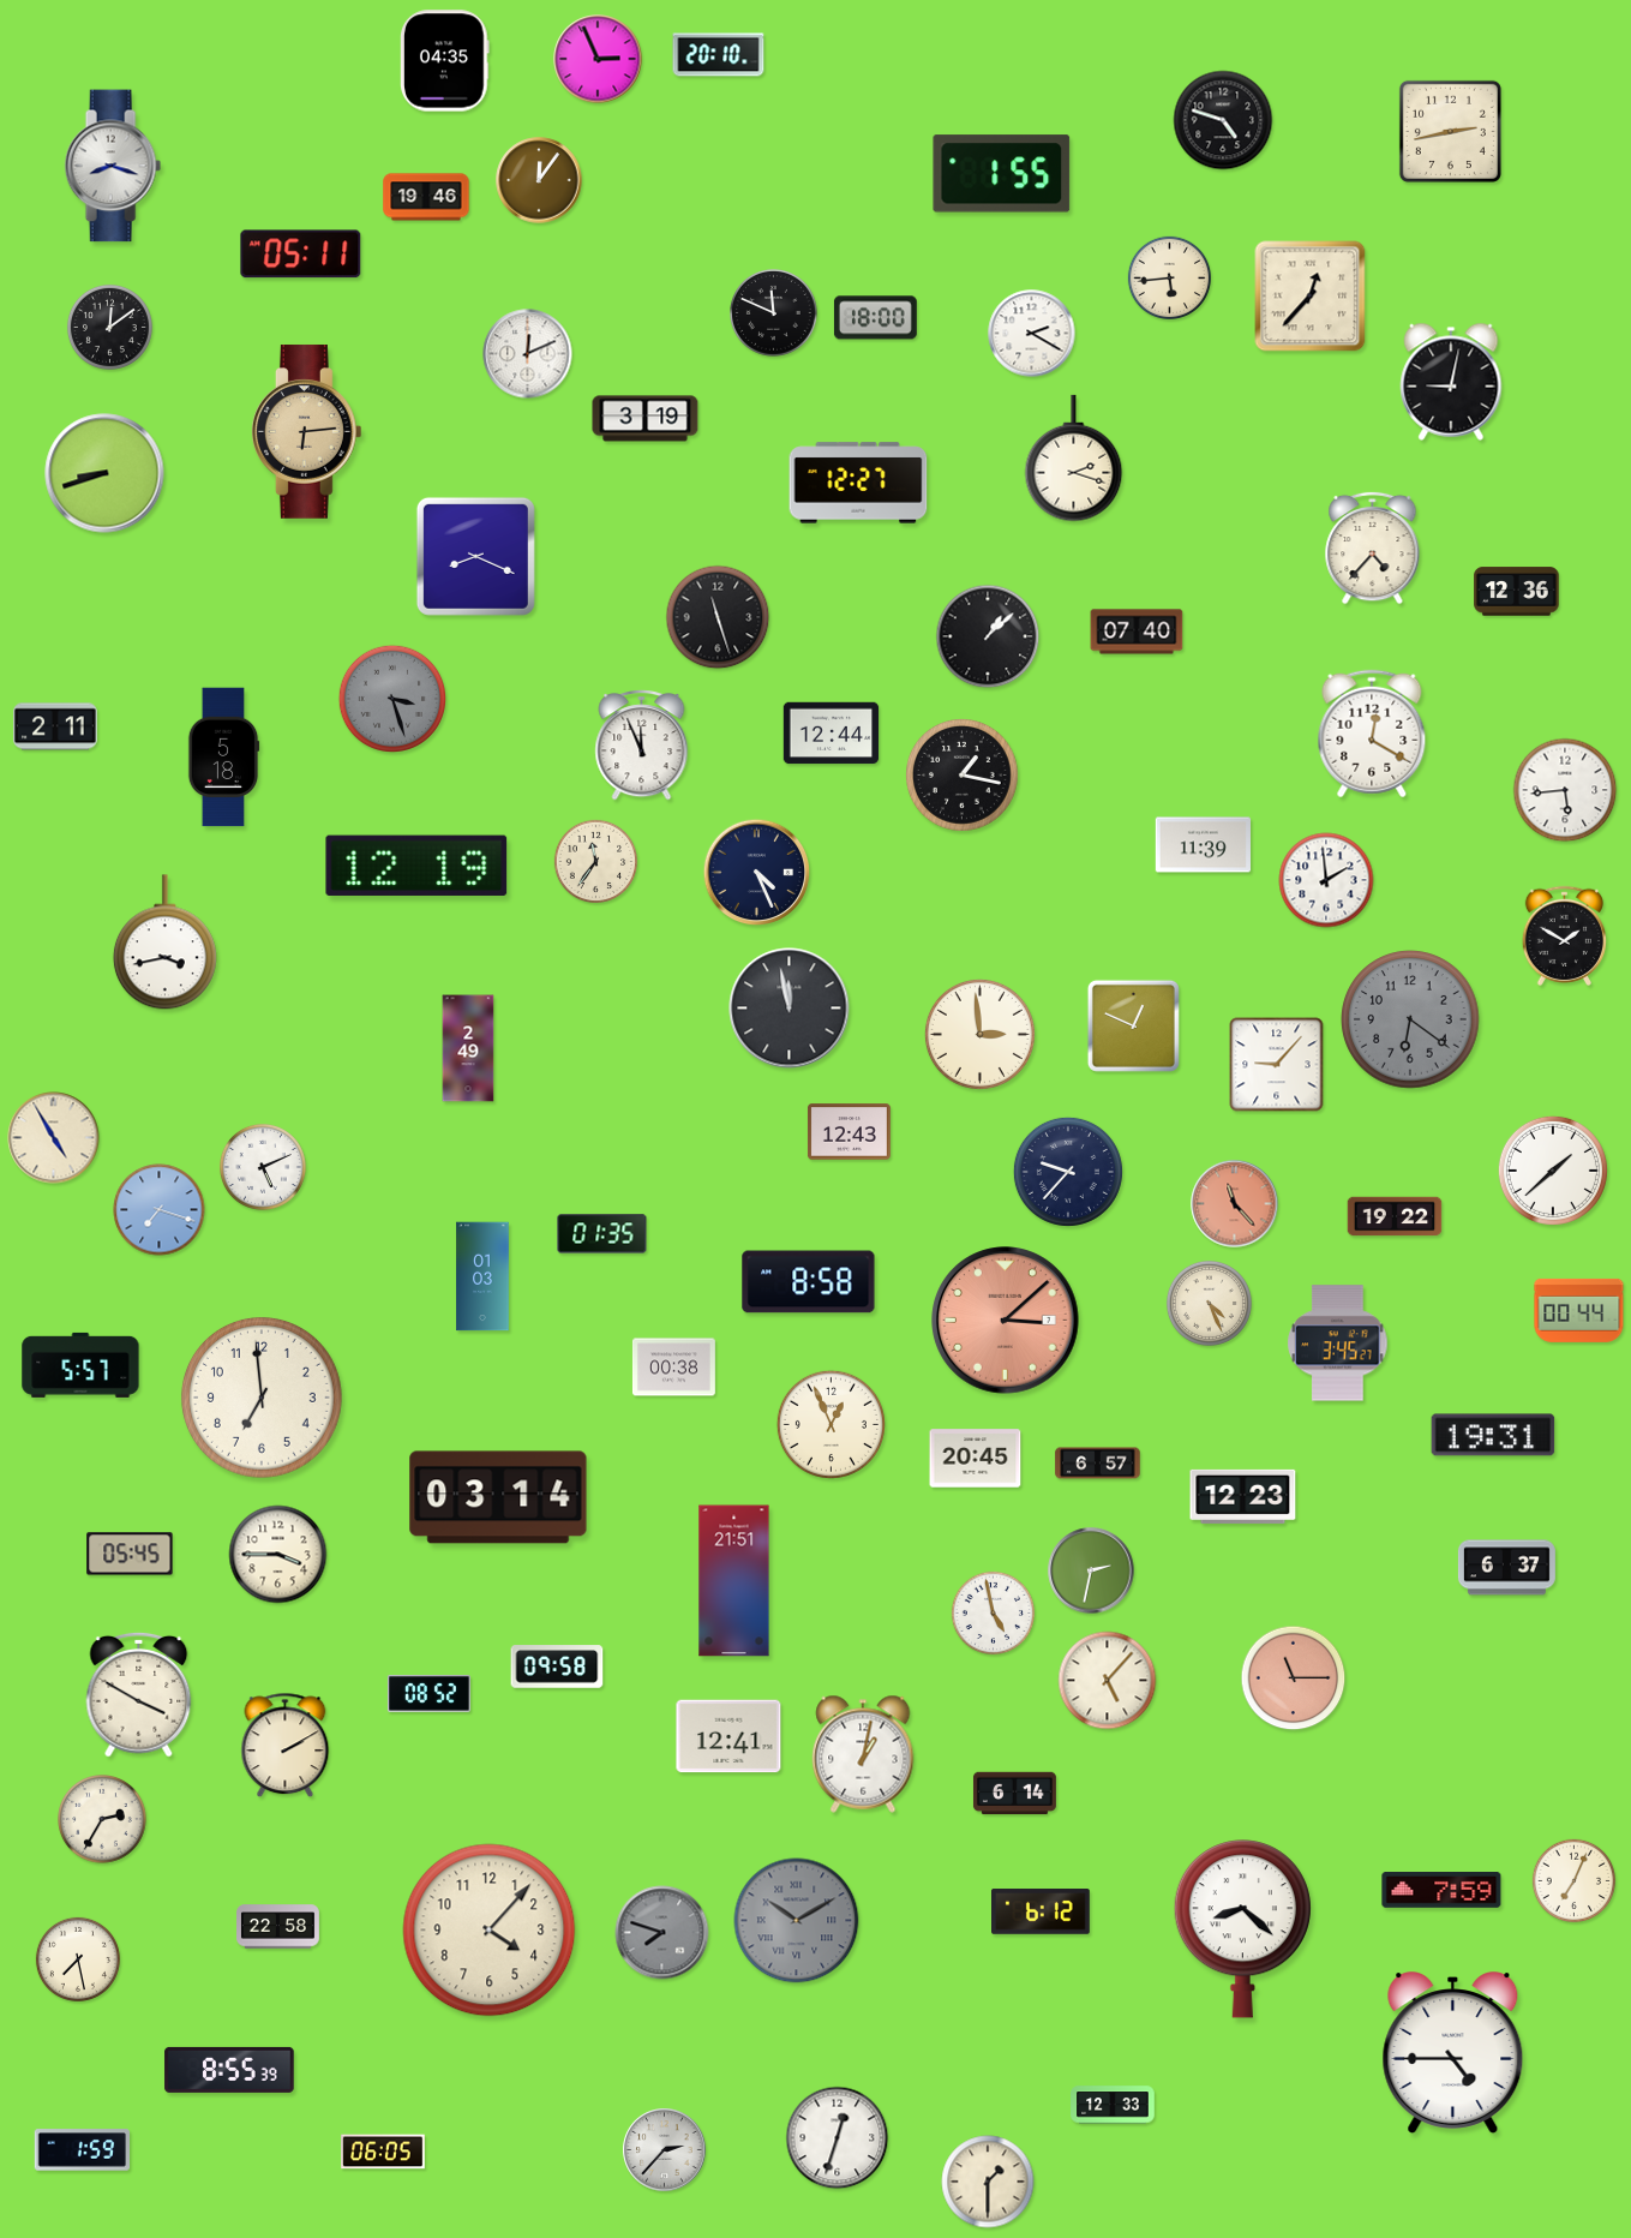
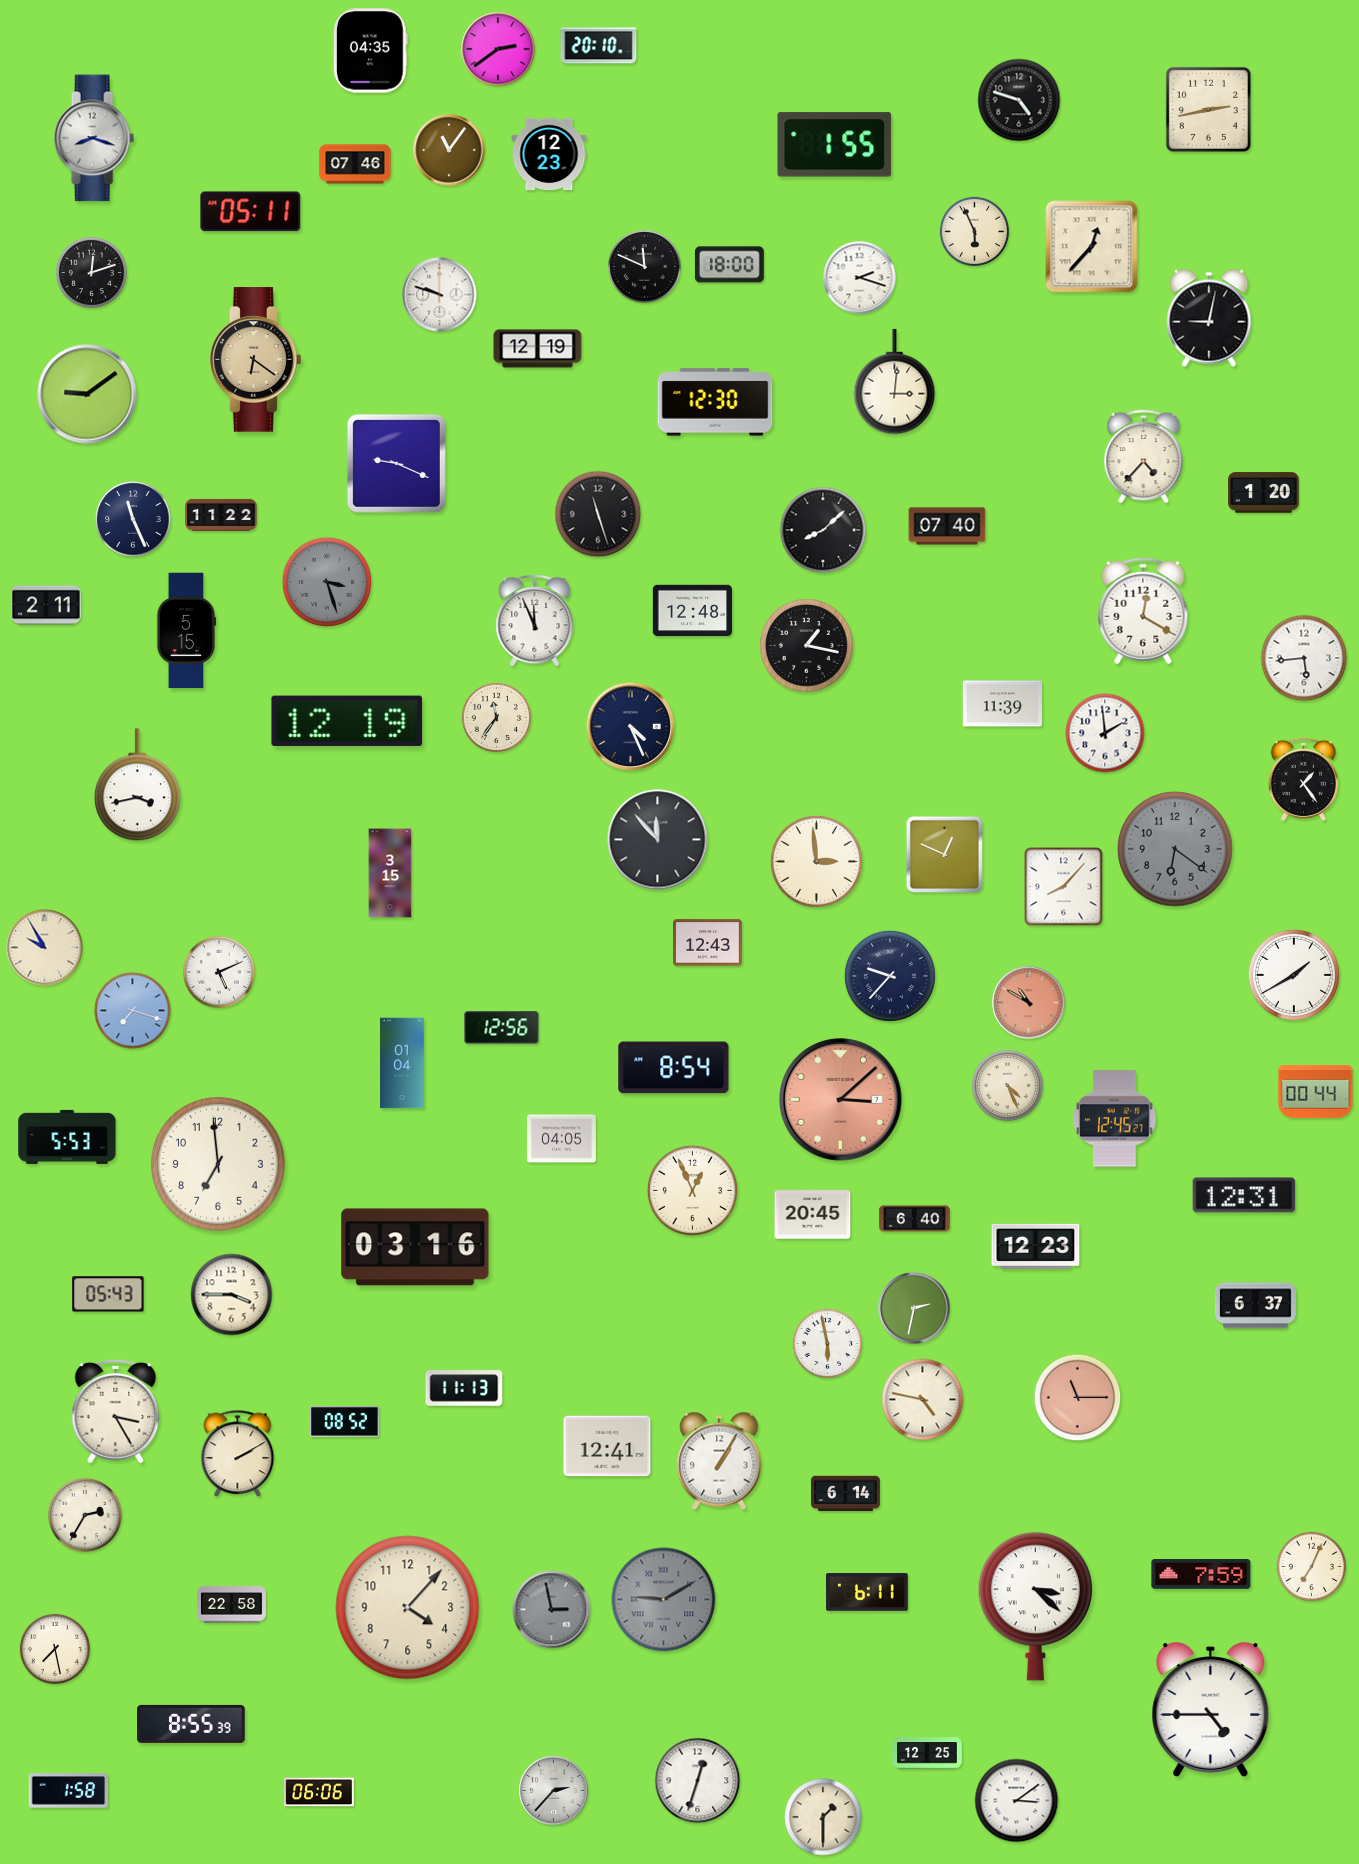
clock at (598, 59): 2:56 -> 2:39
clock at (539, 180): 12:06 -> 11:06
clock at (549, 154): none -> 12:23
clock at (426, 197): 19:46 -> 07:46
clock at (1169, 277): 5:44 -> 5:56
clock at (774, 313) position: (774, 313) -> (645, 267)
clock at (109, 327): 12:09 -> 12:12
clock at (1032, 334): 2:20 -> 2:18
clock at (528, 354): 12:11 -> 9:48
clock at (646, 419): 3:19 -> 12:19
clock at (307, 432): 6:14 -> 6:21
clock at (1074, 459): 2:18 -> 3:01
clock at (104, 473): 8:42 -> 9:09
clock at (858, 483): 12:27 -> 12:30
clock at (475, 556): 8:19 -> 9:19
clock at (1517, 592): 12:36 -> 1:20
clock at (221, 515): none -> 11:22
clock at (133, 519): none -> 11:26
clock at (988, 636): 1:08 -> 8:08
clock at (832, 734): 12:44 -> 12:48
clock at (223, 758): 5:18 -> 5:15
clock at (963, 776) position: (963, 776) -> (807, 646)
clock at (1564, 935): 1:50 -> 1:24
clock at (790, 1009): 11:58 -> 11:53
clock at (468, 1048): 2:49 -> 3:15
clock at (1277, 1065): 9:07 -> 8:07
clock at (54, 1138): 4:55 -> 9:55
clock at (1553, 1171): 1:38 -> 1:40
clock at (1235, 1204): 11:23 -> 10:50
clock at (160, 1210) position: (160, 1210) -> (133, 1011)
clock at (1395, 1216): 19:22 -> none
clock at (602, 1234): 01:35 -> 12:56
clock at (482, 1276): 01:03 -> 01:04
clock at (809, 1282): 8:58 -> 8:54
clock at (1006, 1321) position: (1006, 1321) -> (841, 1100)
clock at (1338, 1344): 3:45 -> 12:45
clock at (80, 1365): 5:57 -> 5:53
clock at (673, 1368): 00:38 -> 04:05
clock at (831, 1424) position: (831, 1424) -> (692, 1190)
clock at (1493, 1435): 19:31 -> 12:31
clock at (1098, 1464): 6:57 -> 6:40
clock at (498, 1497): 03:14 -> 03:16
clock at (130, 1554): 05:45 -> 05:43
clock at (1091, 1570) position: (1091, 1570) -> (914, 1308)
clock at (734, 1581): 21:51 -> none
clock at (993, 1612): 4:58 -> 5:58
clock at (557, 1666): 09:58 -> 11:13
clock at (1108, 1681): 5:07 -> 4:47
clock at (139, 1694): 3:50 -> 3:25
clock at (428, 1694) position: (428, 1694) -> (344, 1422)
clock at (863, 1754): 1:02 -> 1:05
clock at (1042, 1911): 6:12 -> 6:11
clock at (797, 1921): 10:10 -> 9:10
clock at (1242, 1929): 8:22 -> 3:22
clock at (662, 1933): 7:48 -> 2:58
clock at (78, 1959) position: (78, 1959) -> (55, 1649)
clock at (1113, 2105): 12:33 -> 12:25
clock at (82, 2150): 1:59 -> 1:58
clock at (383, 2152): 06:05 -> 06:06
clock at (1017, 1801): none -> 3:09
